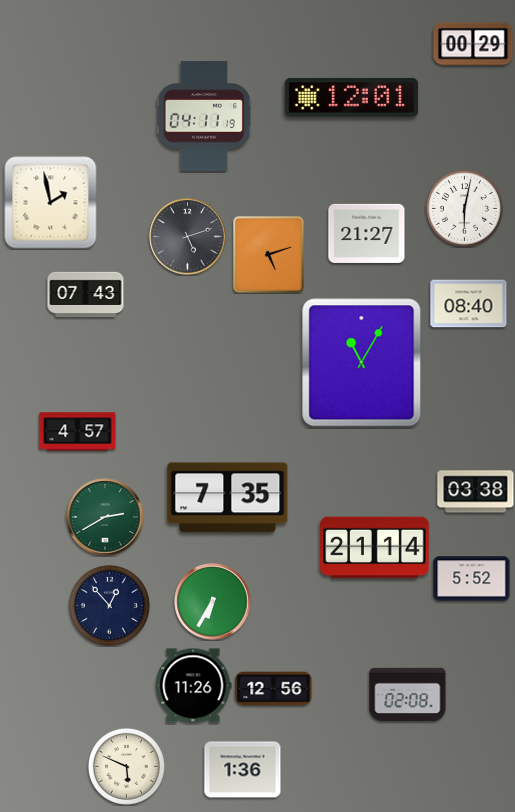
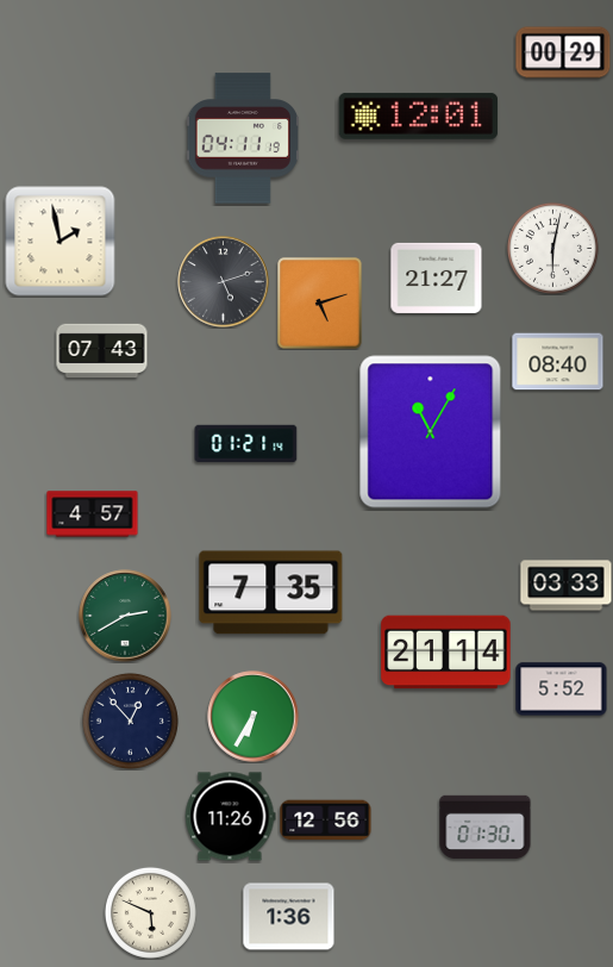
clock at (246, 444): none -> 01:21
clock at (476, 492): 03:38 -> 03:33
clock at (408, 695): 02:08 -> 01:30
